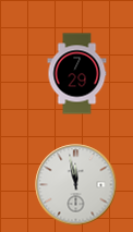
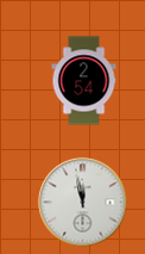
clock at (77, 74): 7:29 -> 2:54
